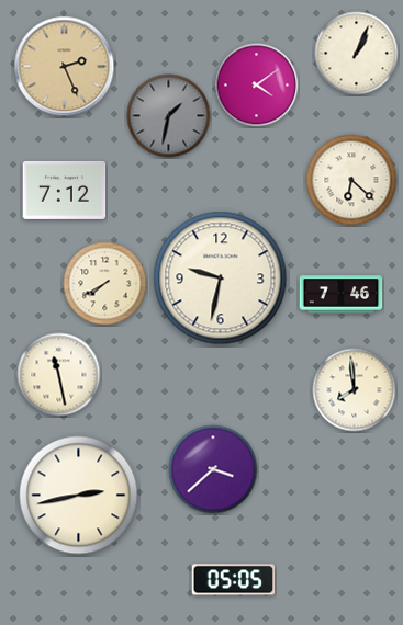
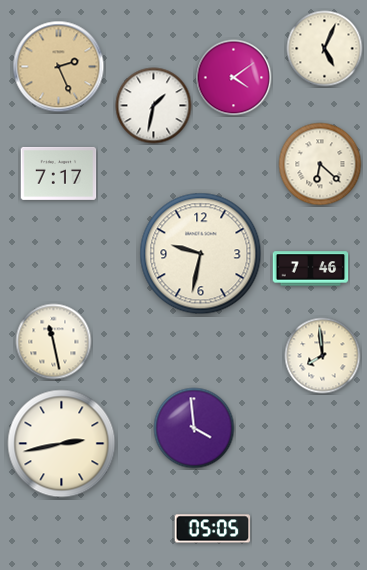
clock at (357, 54): 1:04 -> 5:04
clock at (65, 67) position: (65, 67) -> (59, 67)
clock at (169, 116) dial: grey -> white
clock at (65, 190): 7:12 -> 7:17
clock at (105, 284): 7:40 -> none
clock at (213, 469): 3:38 -> 3:59
clock at (79, 496) position: (79, 496) -> (62, 444)
